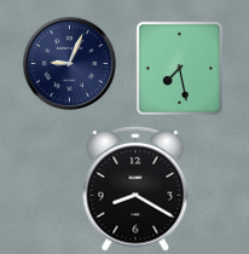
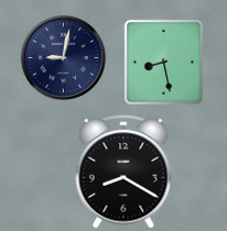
clock at (69, 63): 9:04 -> 9:02
clock at (179, 68): 7:28 -> 8:28
